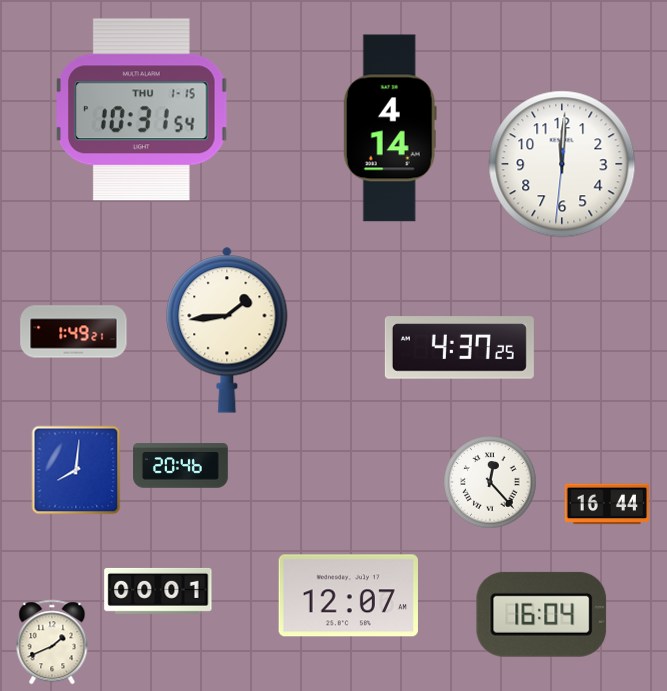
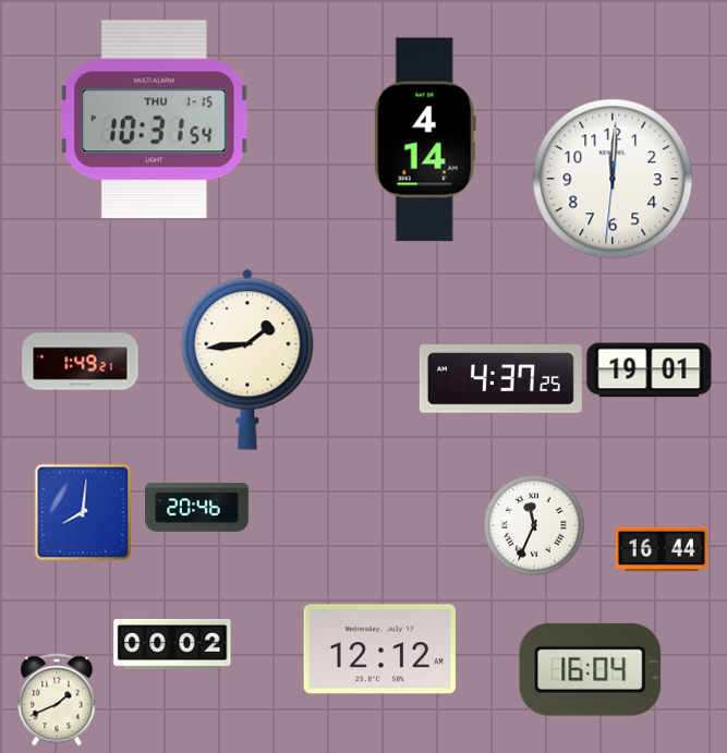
clock at (650, 371): none -> 19:01
clock at (490, 482): 12:23 -> 11:34
clock at (158, 591): 00:01 -> 00:02
clock at (348, 596): 12:07 -> 12:12
